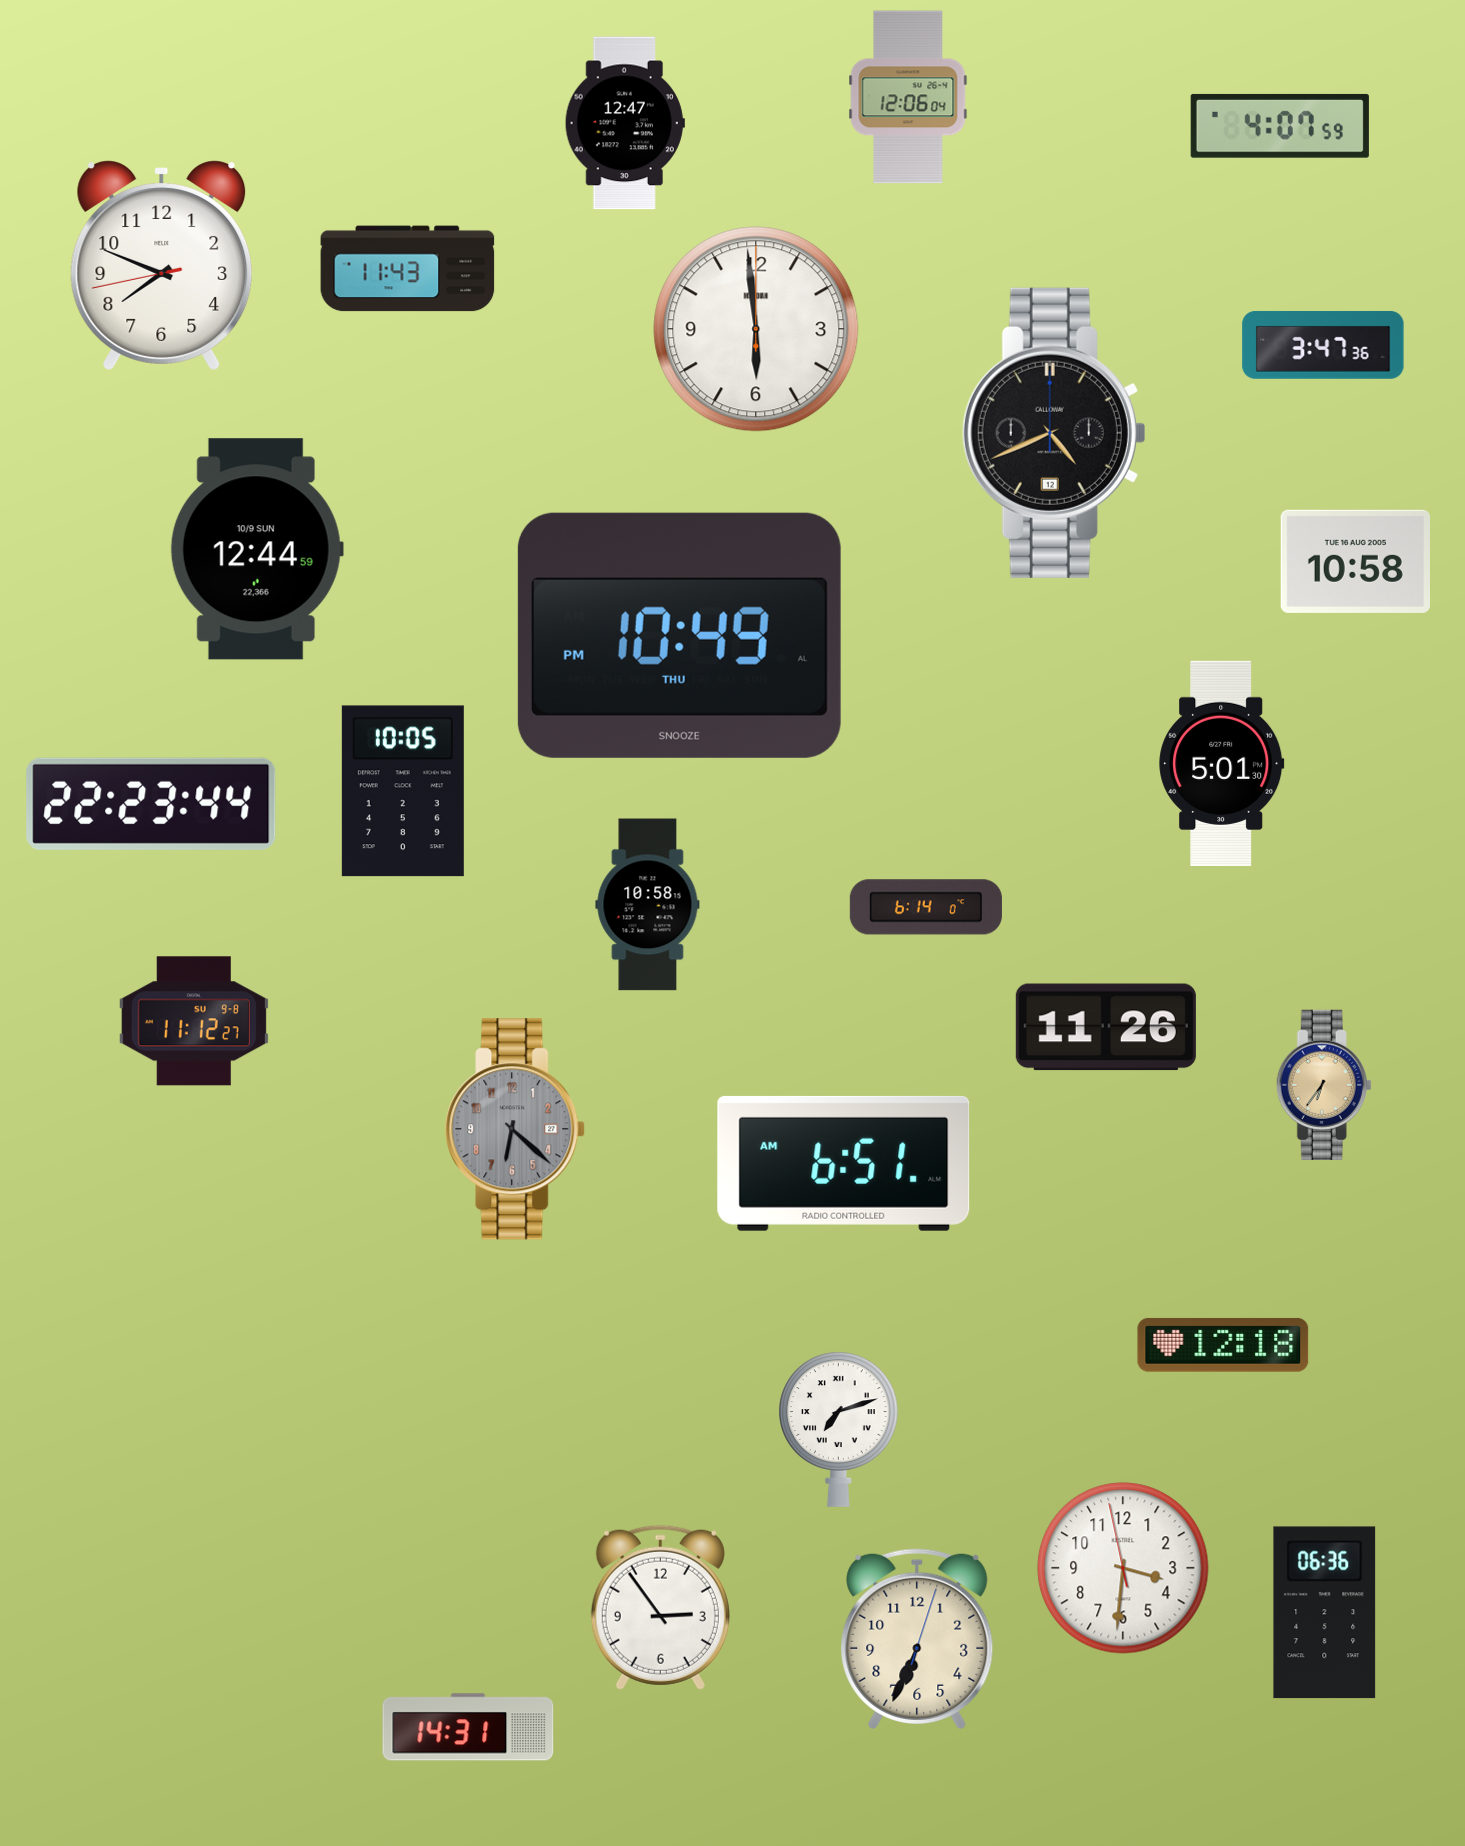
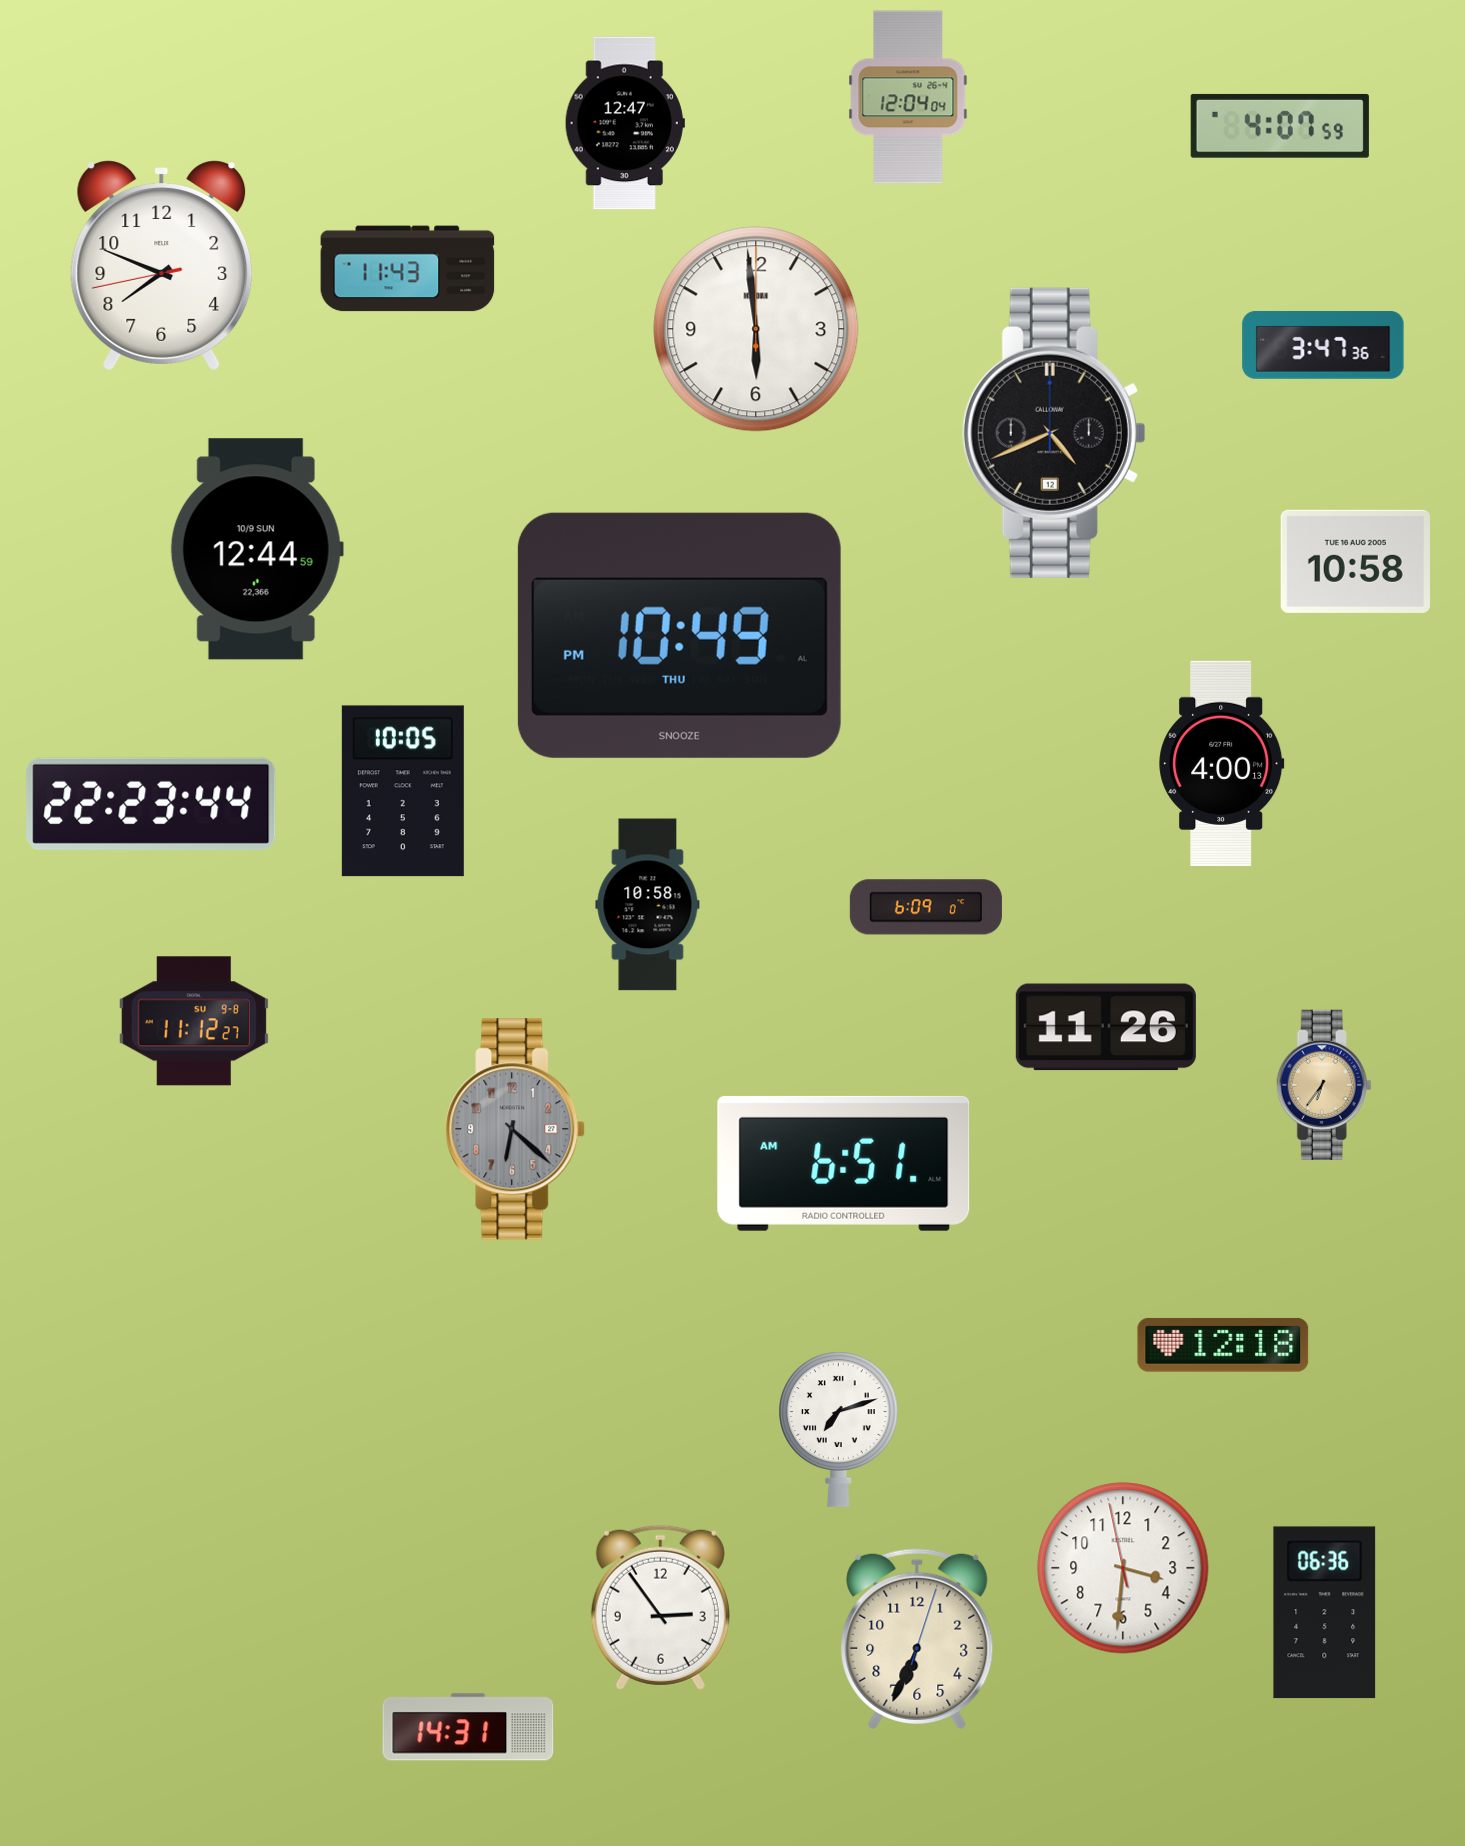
clock at (908, 97): 12:06 -> 12:04
clock at (1222, 763): 5:01 -> 4:00
clock at (926, 907): 6:14 -> 6:09
